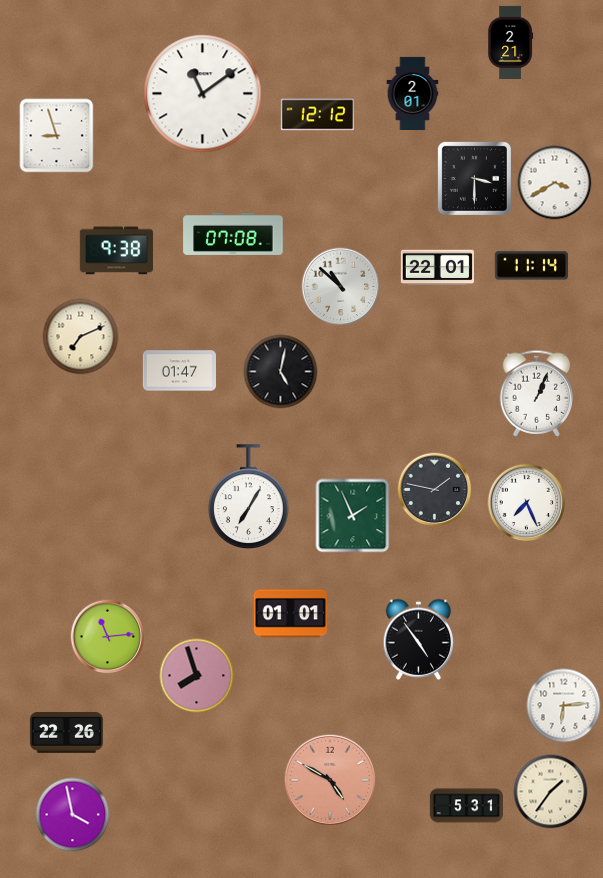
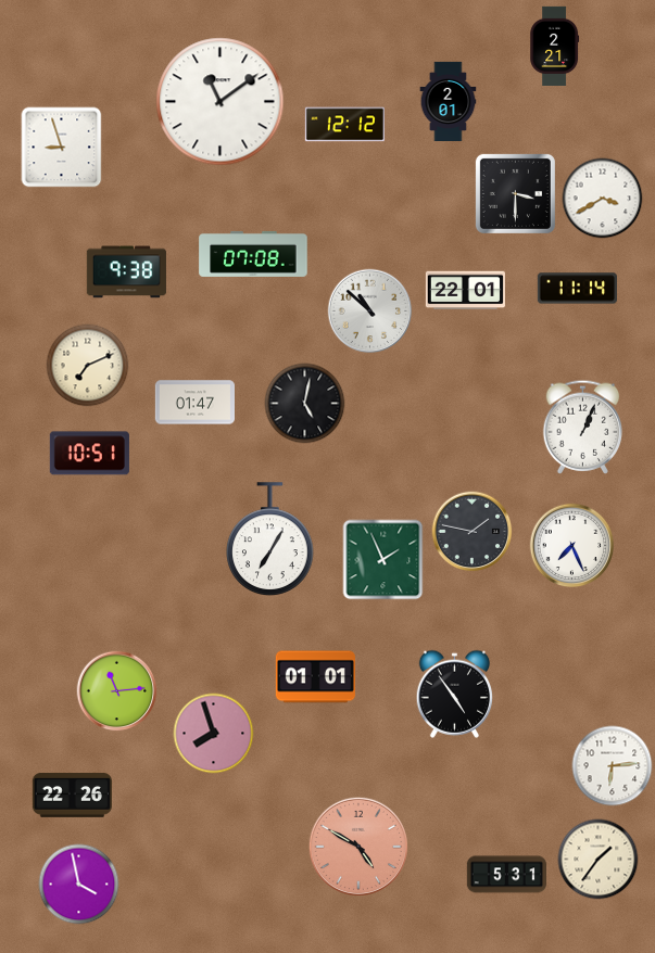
clock at (437, 268) position: (437, 268) -> (465, 291)
clock at (89, 454): none -> 10:51
clock at (290, 614) position: (290, 614) -> (315, 677)
